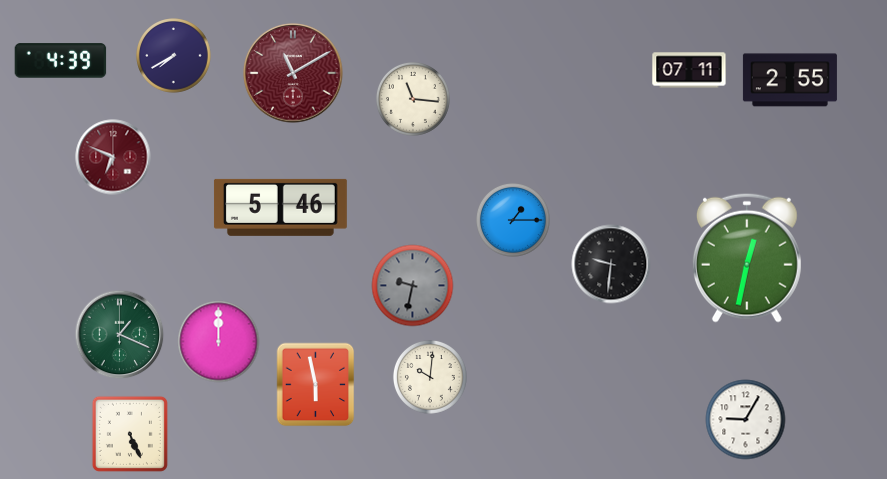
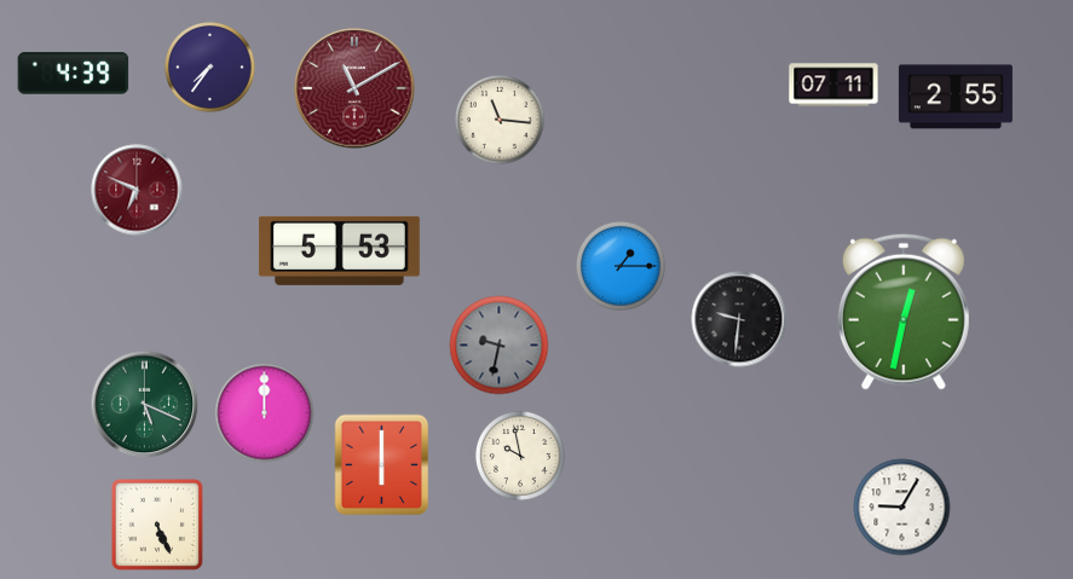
clock at (174, 56): 7:40 -> 7:36
clock at (280, 207): 5:46 -> 5:53
clock at (120, 335): 1:19 -> 5:19
clock at (430, 377): 10:01 -> 9:58
clock at (316, 385): 5:58 -> 6:00
